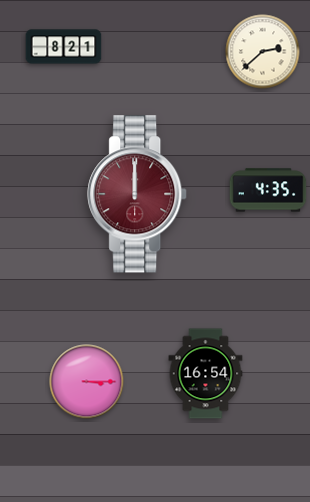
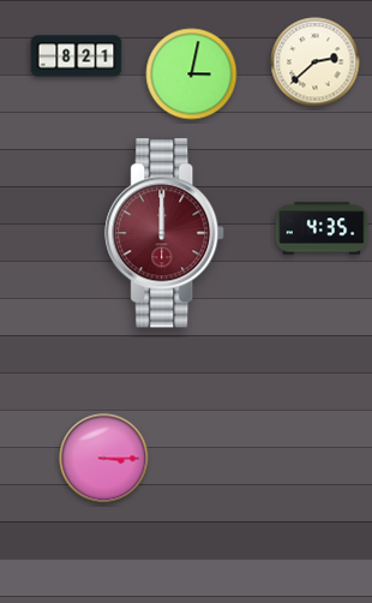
clock at (192, 74): none -> 3:02
clock at (206, 374): 16:54 -> none
